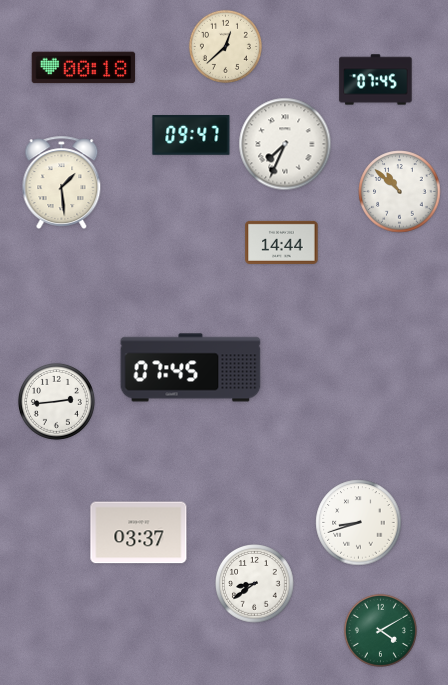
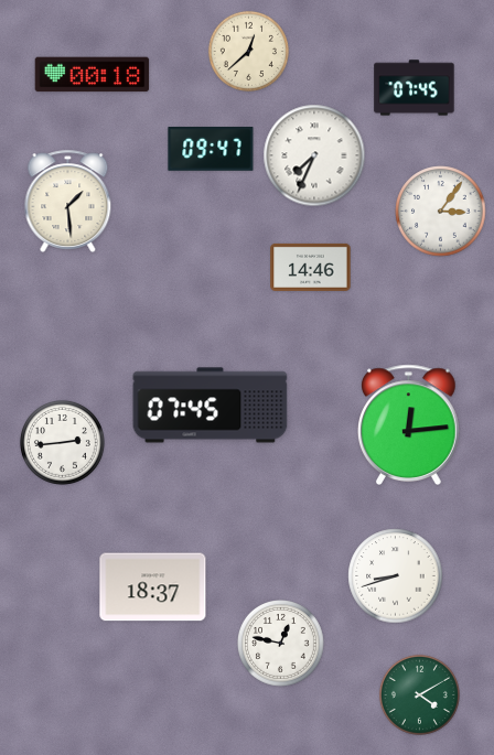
clock at (285, 144) position: (285, 144) -> (314, 155)
clock at (400, 192): 10:52 -> 3:06
clock at (282, 242): 14:44 -> 14:46
clock at (409, 424): none -> 12:14
clock at (139, 533): 03:37 -> 18:37
clock at (255, 584): 8:39 -> 12:47
